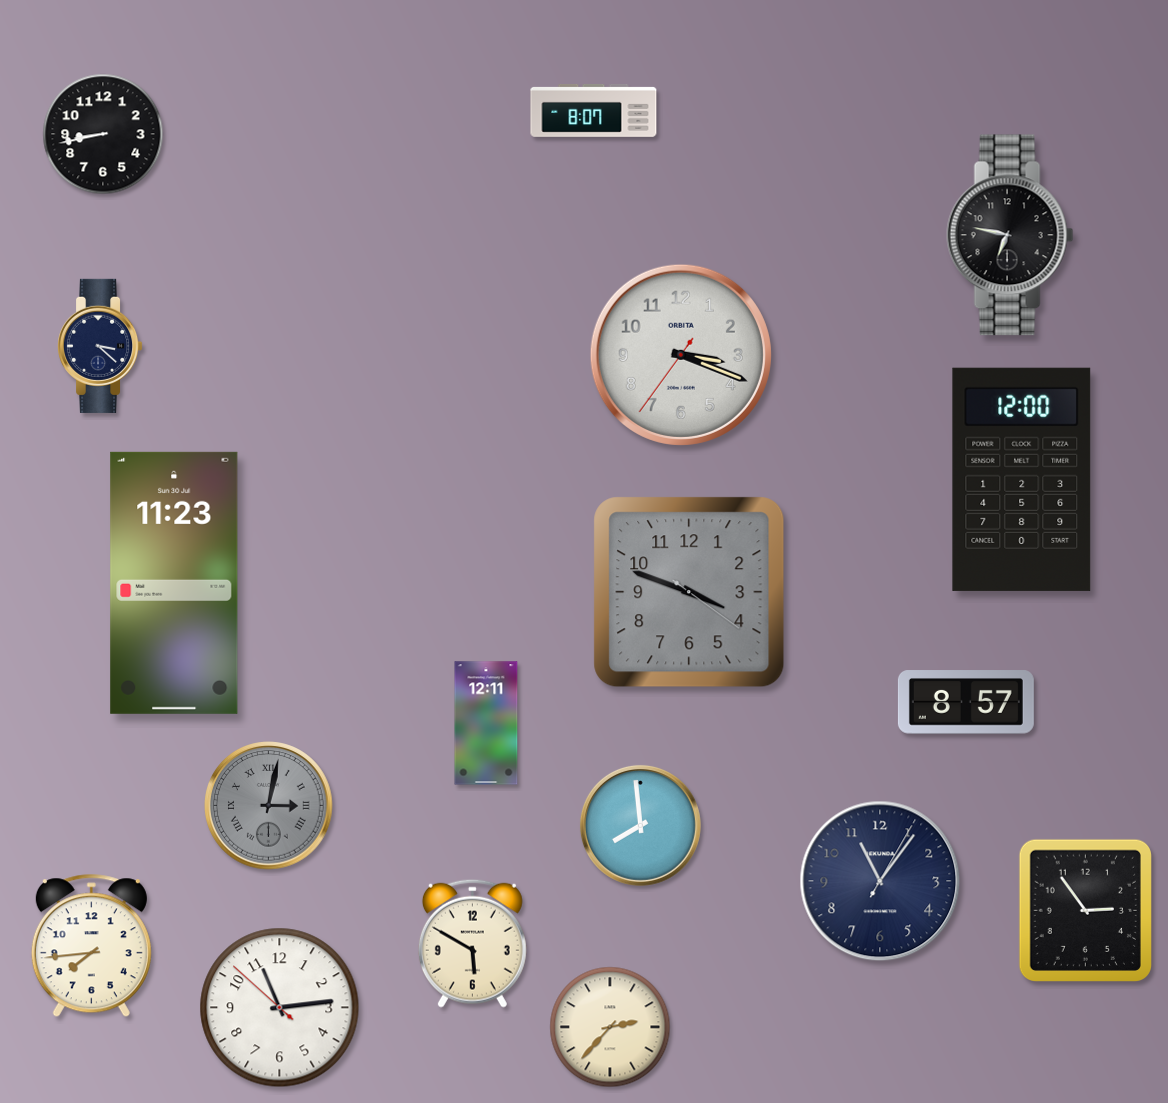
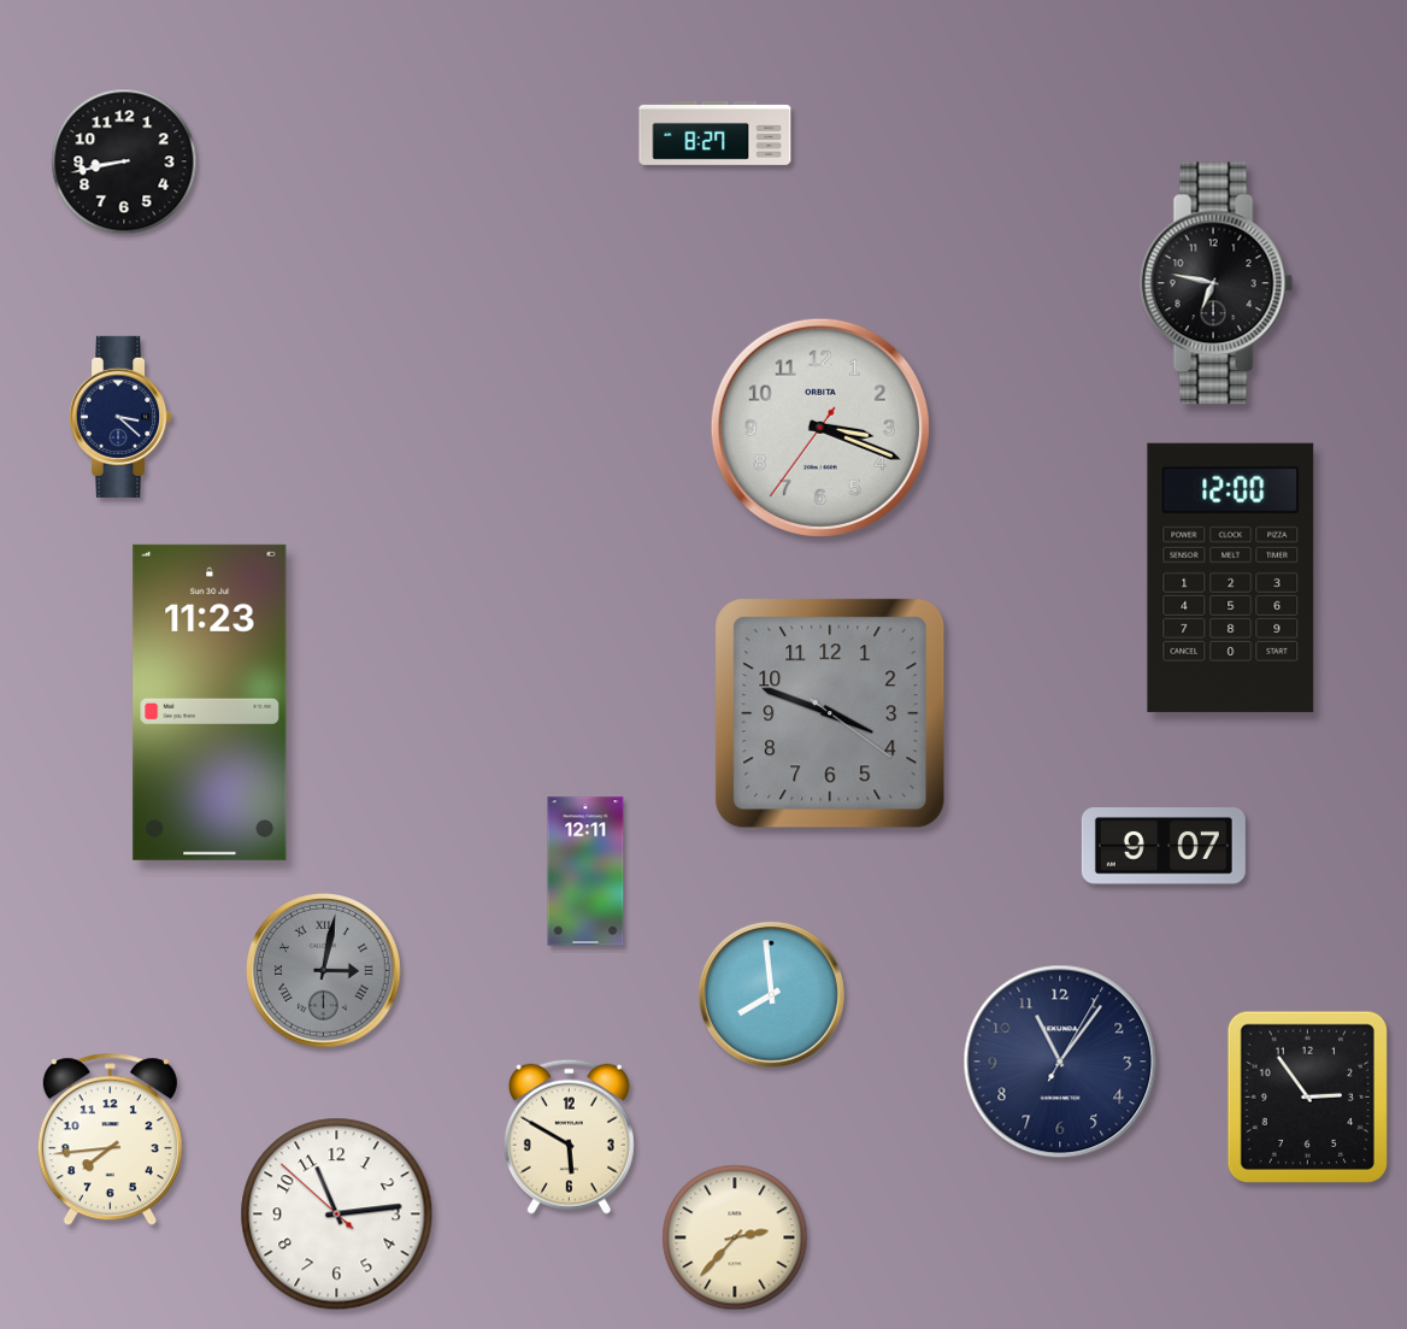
clock at (594, 110): 8:07 -> 8:27
clock at (966, 702): 8:57 -> 9:07
